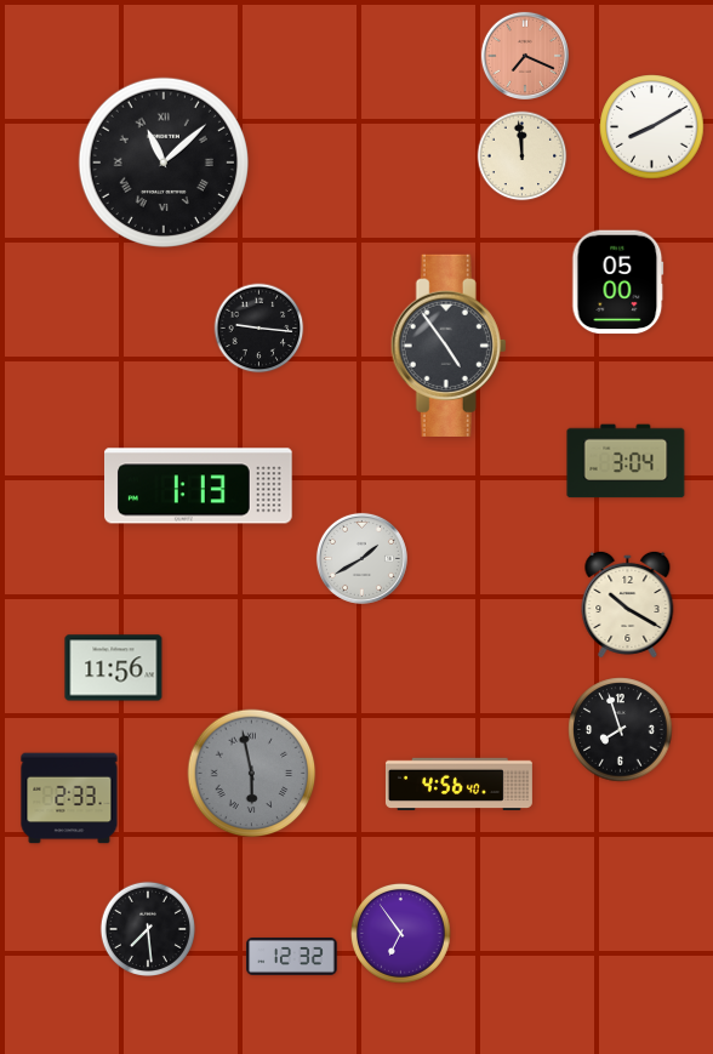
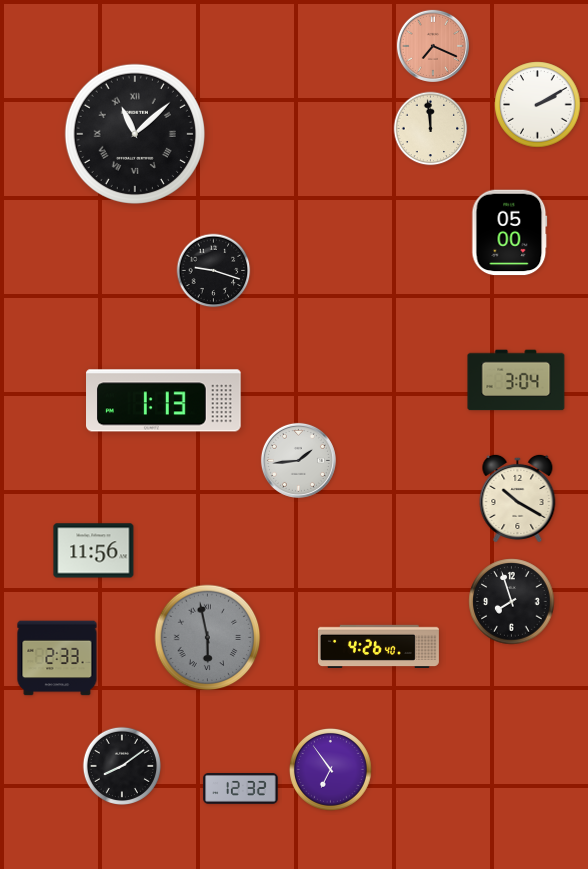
clock at (652, 127): 8:10 -> 2:10
clock at (259, 329): 9:16 -> 9:18
clock at (449, 346): 4:54 -> none
clock at (361, 558): 1:40 -> 1:44
clock at (458, 785): 4:56 -> 4:26
clock at (147, 928): 7:29 -> 8:09
